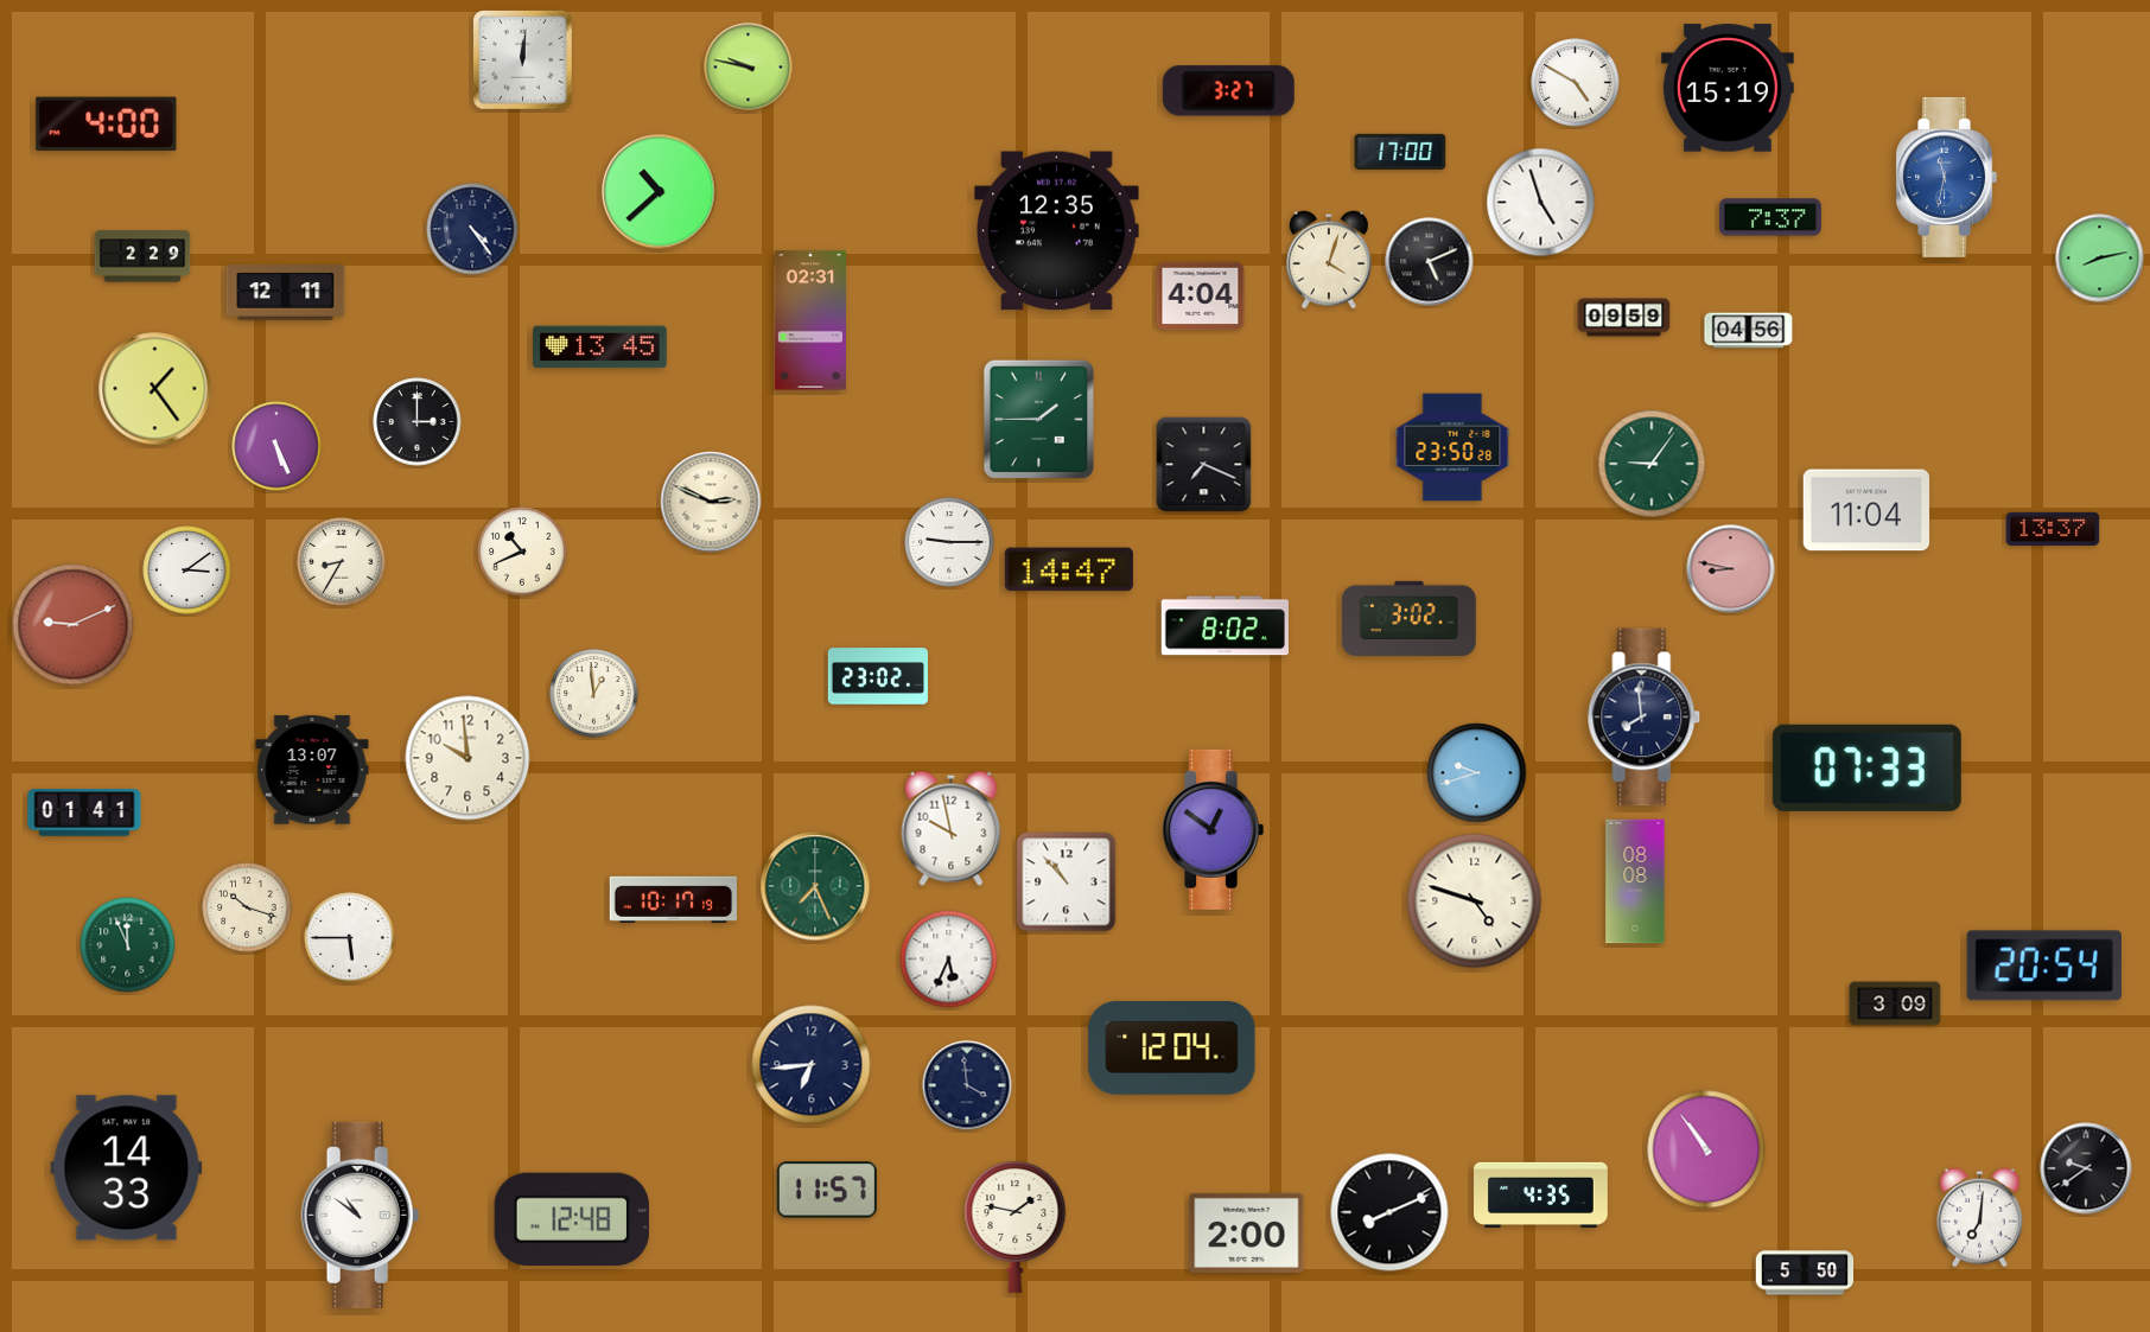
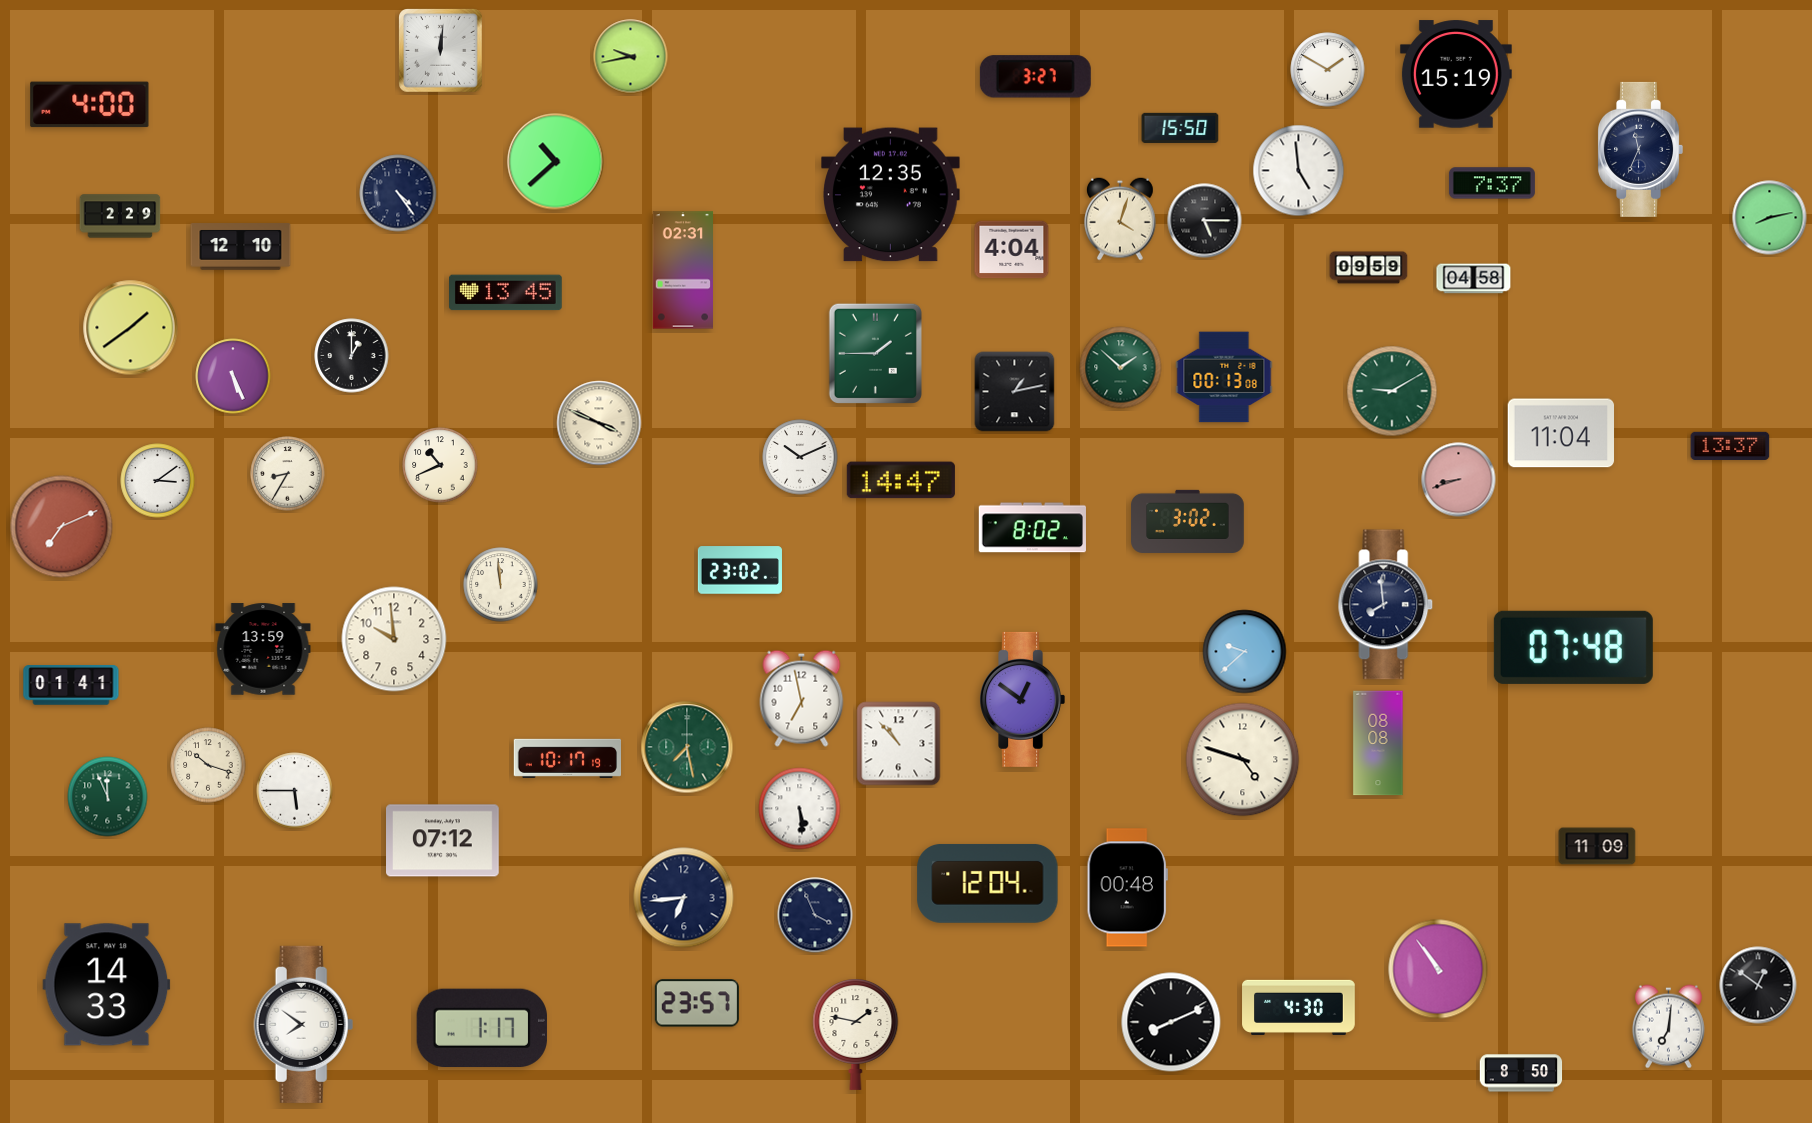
clock at (749, 68): 9:47 -> 9:43
clock at (1576, 83): 4:50 -> 1:50
clock at (1400, 152): 17:00 -> 15:50
clock at (1946, 177): 11:32 -> 11:34
clock at (1946, 177) dial: blue -> navy
clock at (1541, 203): 4:57 -> 4:59
clock at (1430, 262): 5:11 -> 5:15
clock at (286, 293): 12:11 -> 12:10
clock at (1749, 331): 04:56 -> 04:58
clock at (155, 389): 1:24 -> 1:39
clock at (418, 422): 3:00 -> 1:00
clock at (1121, 368): none -> 1:52
clock at (1452, 447): 23:50 -> 00:13
clock at (1652, 464): 9:06 -> 9:10
clock at (1204, 465): 7:19 -> 1:13
clock at (711, 502): 2:49 -> 3:49
clock at (1866, 510) position: (1866, 510) -> (1561, 433)
clock at (949, 542): 9:15 -> 10:11
clock at (1731, 569): 8:47 -> 8:42
clock at (74, 625): 9:11 -> 7:11
clock at (594, 694): 12:59 -> 11:59
clock at (1866, 767): 07:33 -> 07:48
clock at (312, 770): 13:07 -> 13:59
clock at (1477, 773): 9:42 -> 9:38
clock at (952, 828): 9:58 -> 6:58
clock at (815, 886): 7:26 -> 7:28
clock at (949, 960): 5:34 -> 5:29
clock at (2044, 965): 20:54 -> none
clock at (443, 841): none -> 07:12
clock at (1895, 1003): 3:09 -> 11:09
clock at (1127, 888): none -> 00:48
clock at (967, 1085): 3:59 -> 3:56
clock at (2086, 1168): 9:39 -> 12:51
clock at (827, 1190): 11:57 -> 23:57
clock at (1541, 1194): 4:35 -> 4:30
clock at (361, 1215): 10:51 -> 7:51
clock at (571, 1218): 12:48 -> 1:17
clock at (1247, 1232): 2:00 -> none
clock at (1805, 1273): 5:50 -> 8:50
